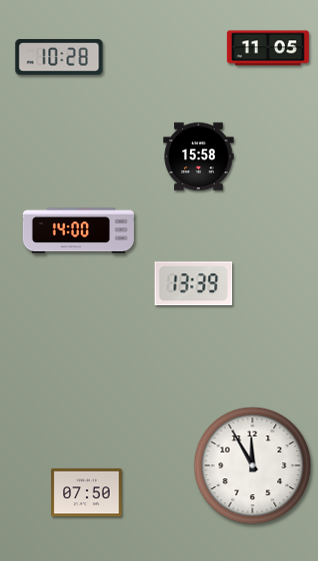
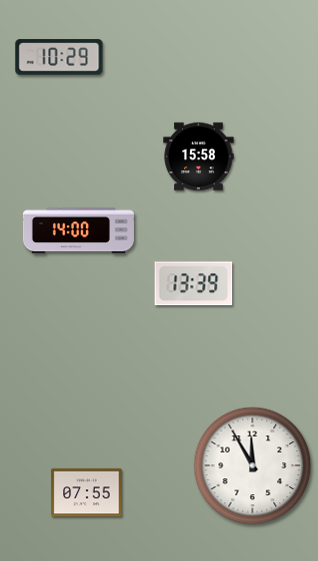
clock at (268, 48): 11:05 -> none
clock at (59, 57): 10:28 -> 10:29
clock at (87, 493): 07:50 -> 07:55
